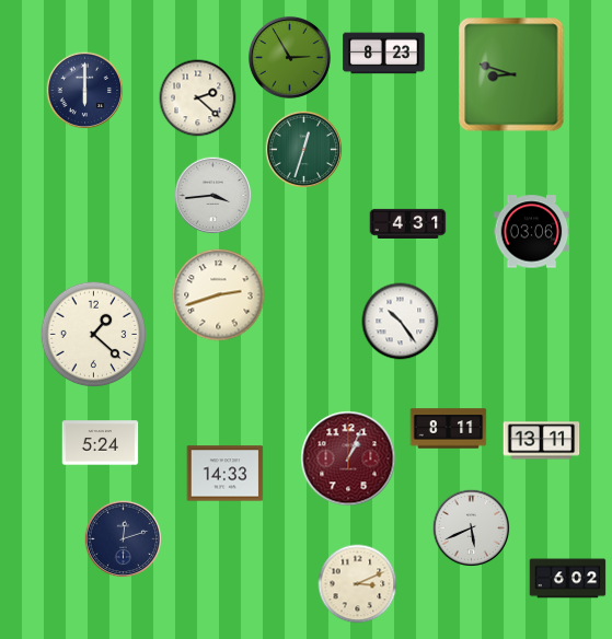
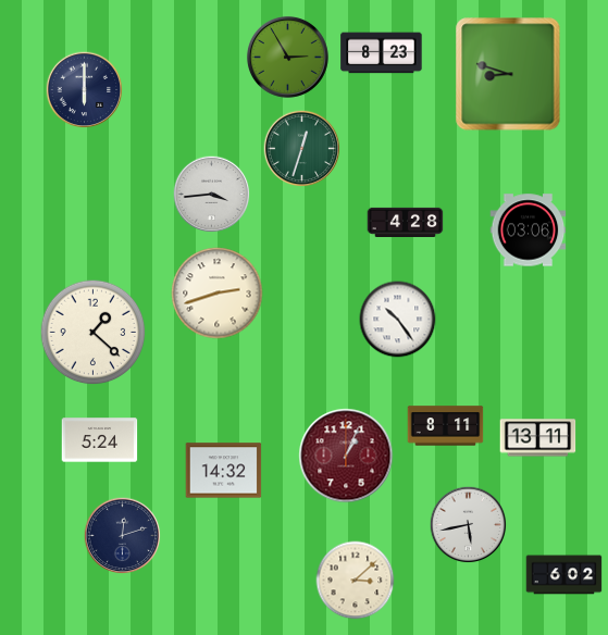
clock at (198, 98): 2:22 -> none
clock at (408, 223): 4:31 -> 4:28
clock at (226, 474): 14:33 -> 14:32
clock at (472, 528): 5:41 -> 5:43
clock at (358, 584): 3:11 -> 3:08
